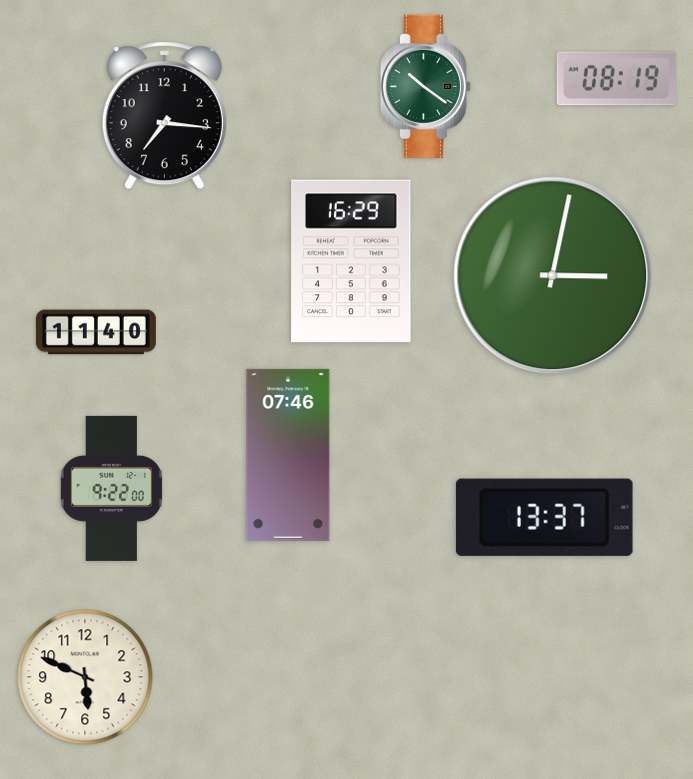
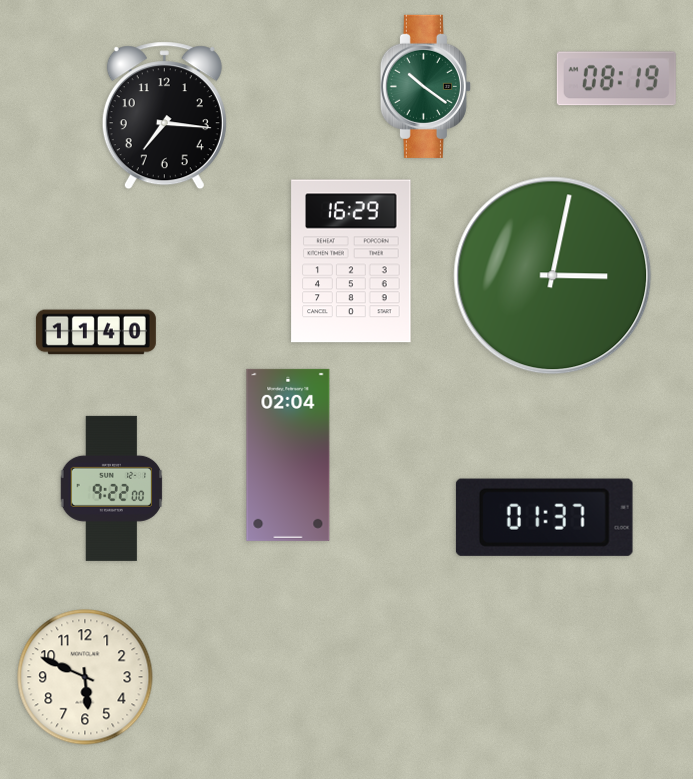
clock at (288, 455): 07:46 -> 02:04
clock at (544, 517): 13:37 -> 01:37
